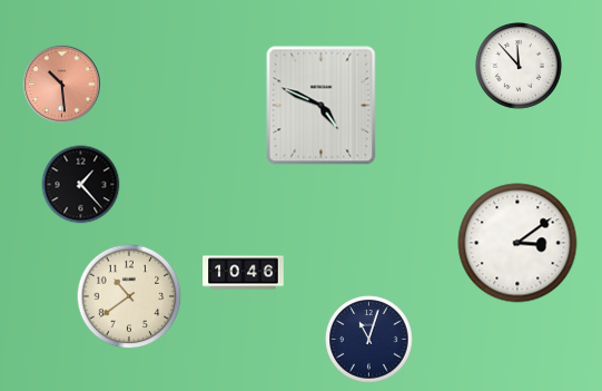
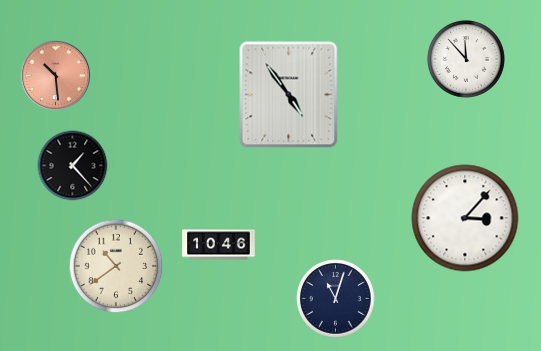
clock at (322, 106): 4:49 -> 4:54
clock at (517, 243): 3:09 -> 3:07
clock at (369, 340) position: (369, 340) -> (336, 299)
